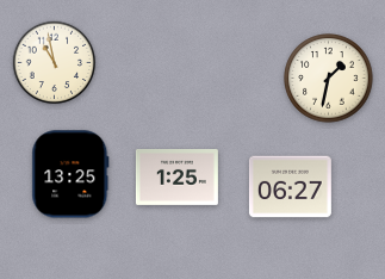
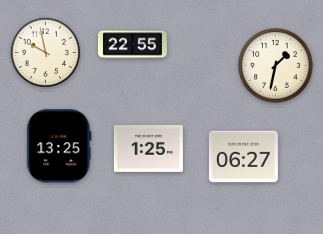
clock at (132, 45): none -> 22:55
clock at (55, 63): 10:58 -> 9:58
